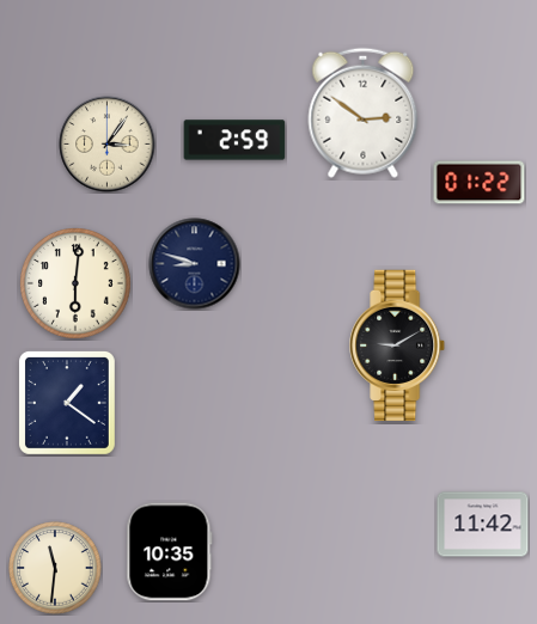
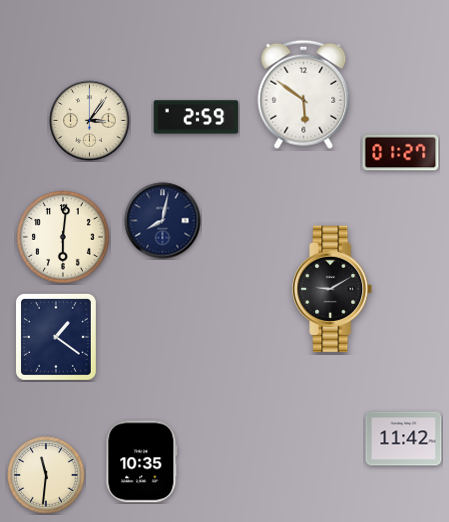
clock at (364, 112): 2:51 -> 5:51
clock at (480, 183): 01:22 -> 01:27
clock at (195, 264): 8:48 -> 8:02
